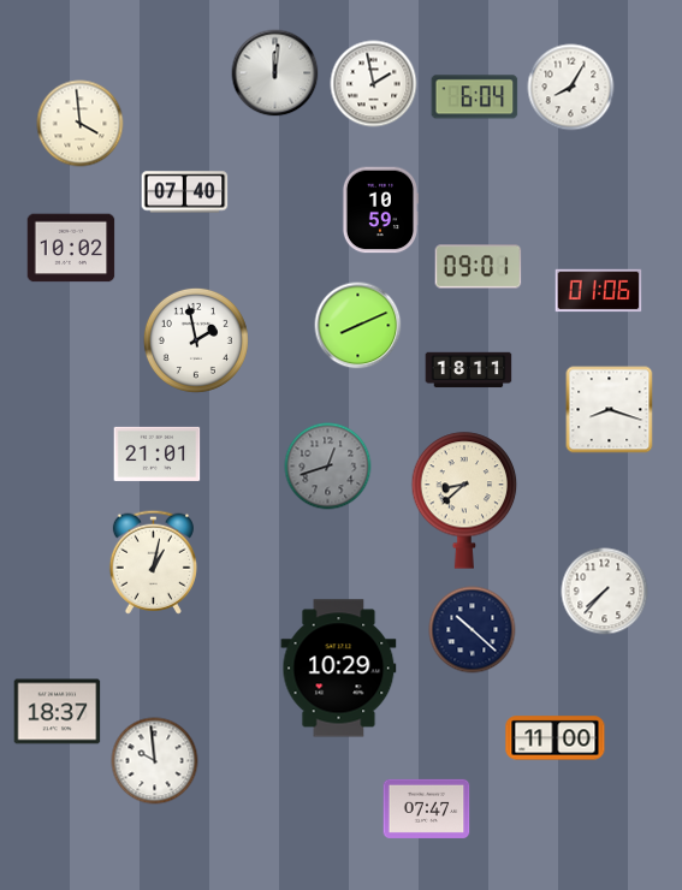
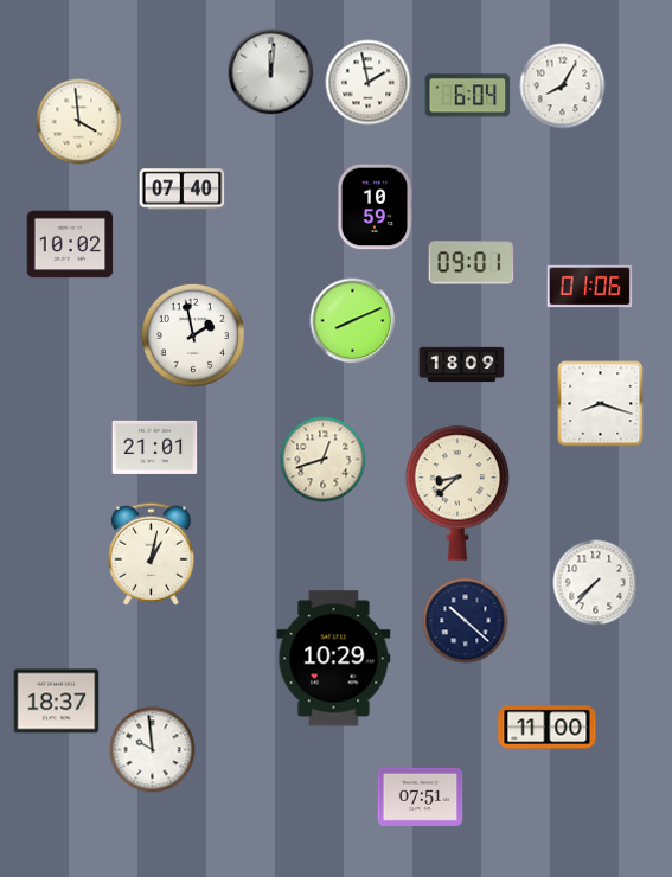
clock at (469, 370): 18:11 -> 18:09
clock at (328, 467) dial: grey -> cream
clock at (427, 808): 07:47 -> 07:51
